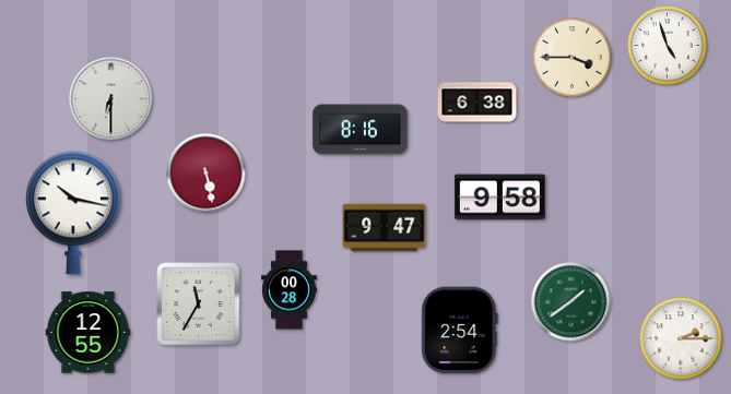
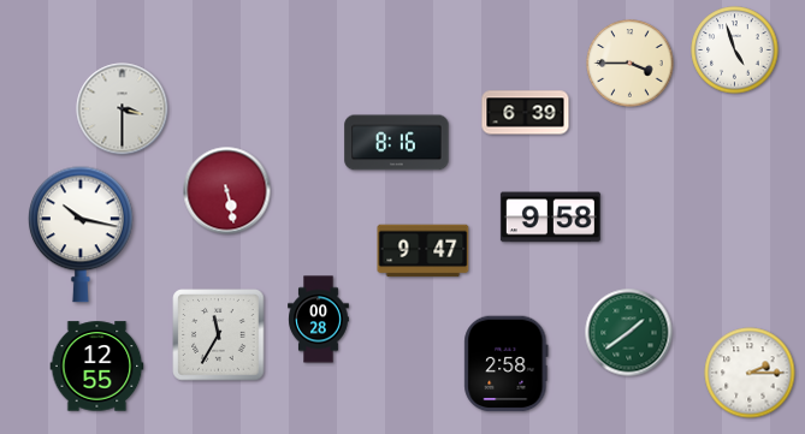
clock at (111, 99): 6:30 -> 3:30
clock at (477, 103): 6:38 -> 6:39
clock at (460, 331): 2:54 -> 2:58
